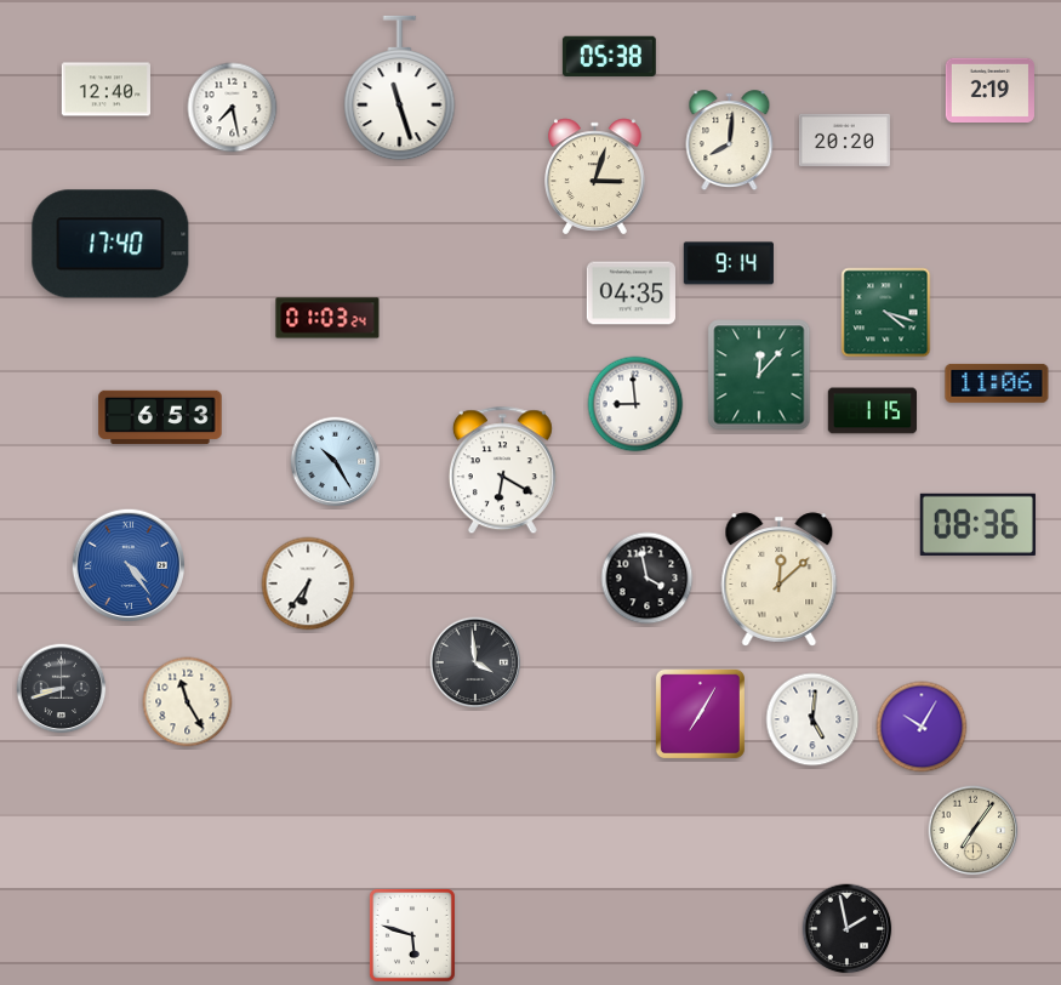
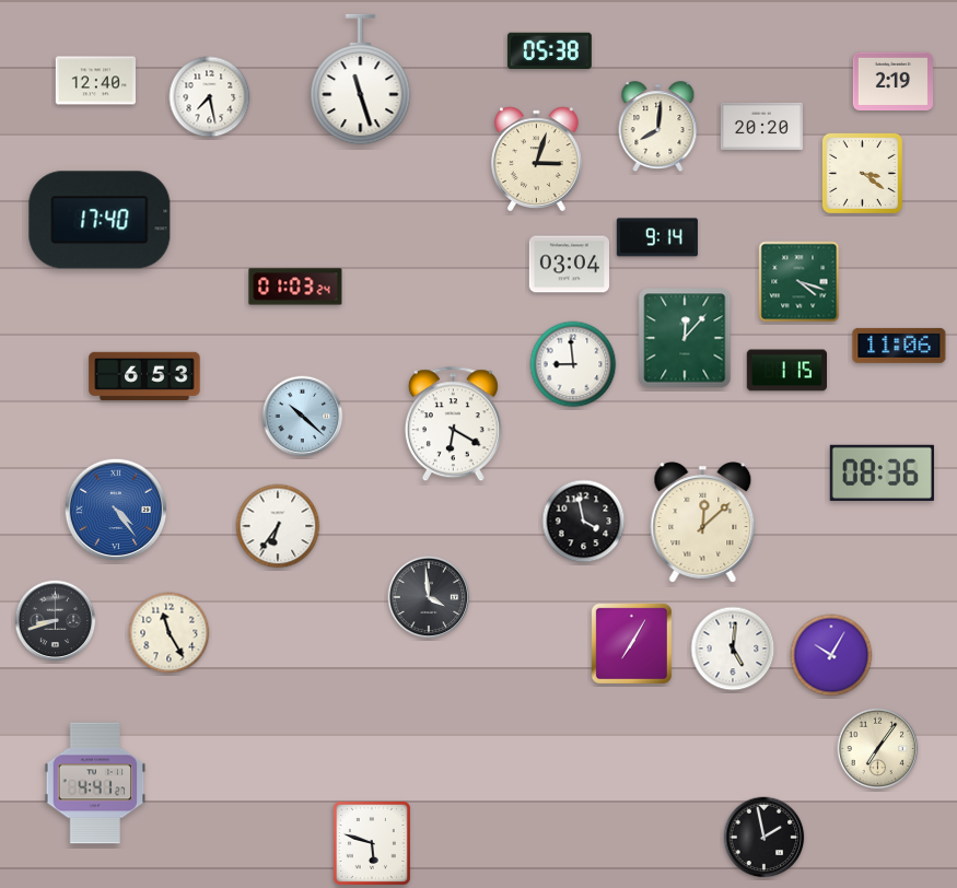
clock at (862, 173): none -> 3:21
clock at (631, 294): 04:35 -> 03:04
clock at (336, 462): 10:25 -> 10:22
clock at (95, 783): none -> 4:41
